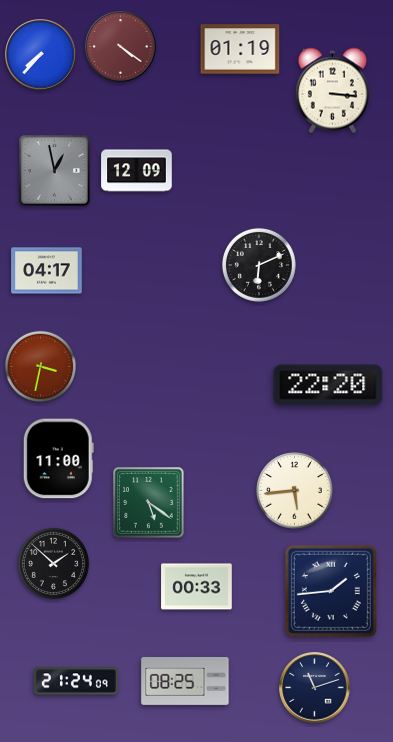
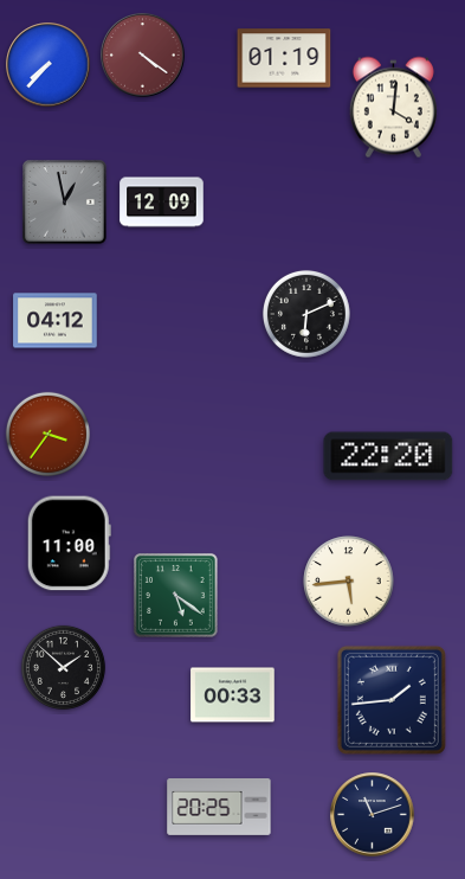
clock at (332, 91): 3:16 -> 4:01
clock at (47, 271): 04:17 -> 04:12
clock at (40, 366): 3:32 -> 3:36
clock at (76, 681): 21:24 -> none
clock at (185, 682): 08:25 -> 20:25
